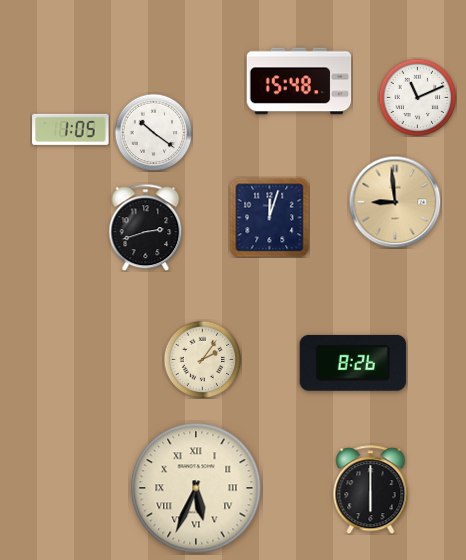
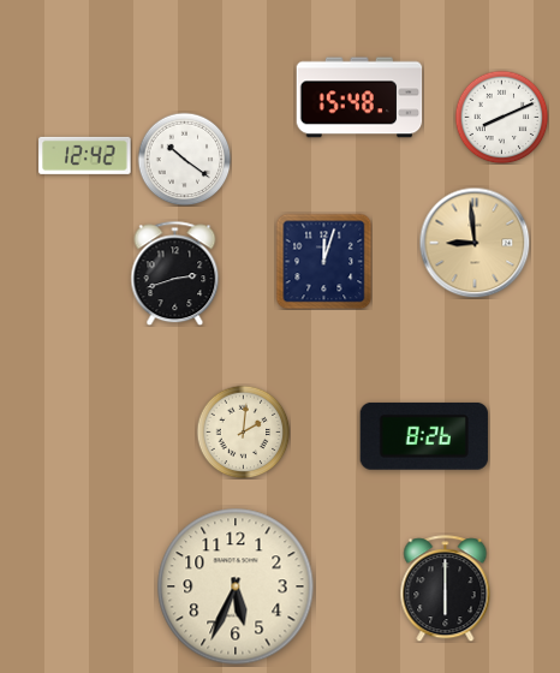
clock at (417, 97): 11:11 -> 8:11
clock at (71, 129): 1:05 -> 12:42
clock at (202, 359): 2:06 -> 2:01
clock at (196, 488) numerals: Roman -> Arabic
